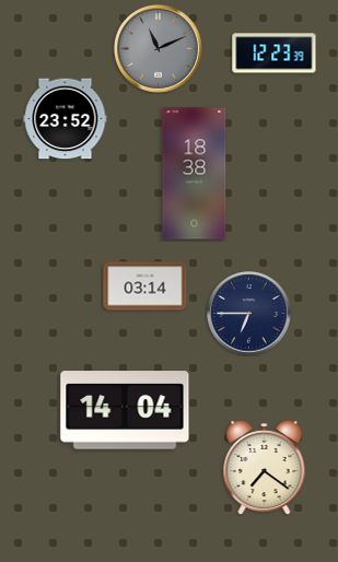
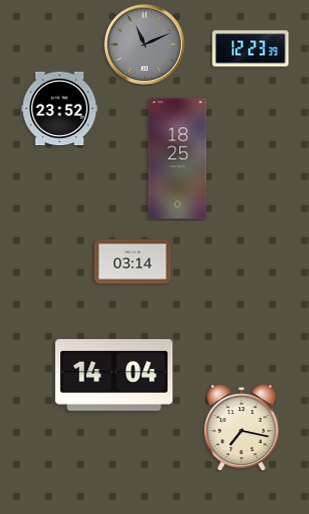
clock at (195, 174): 18:38 -> 18:25
clock at (249, 314): 6:45 -> none
clock at (265, 467): 7:21 -> 7:17
